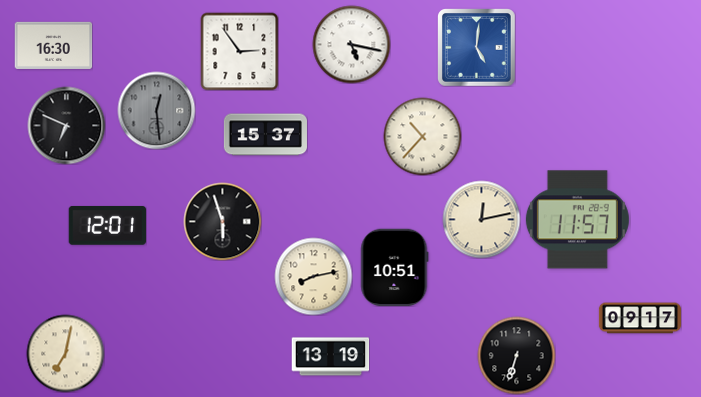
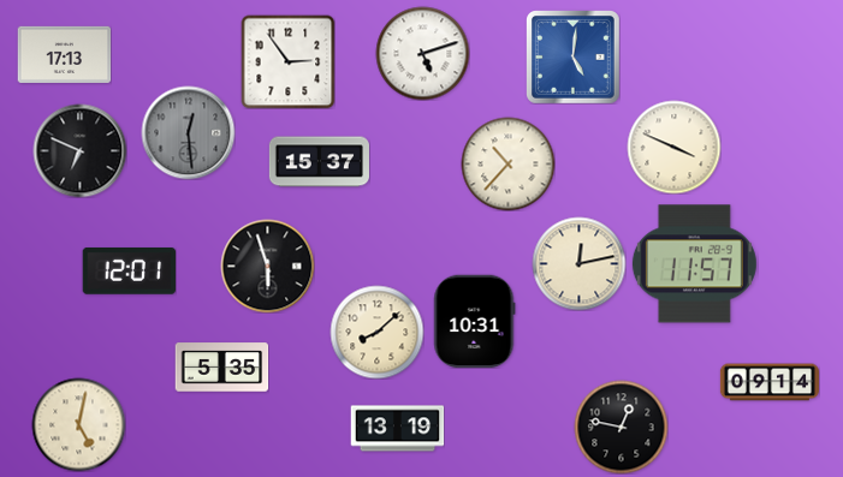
clock at (351, 44): 5:17 -> 5:12
clock at (53, 45): 16:30 -> 17:13
clock at (673, 147): none -> 3:49
clock at (395, 267): 10:51 -> 10:31
clock at (313, 276): 8:13 -> 8:08
clock at (221, 368): none -> 5:35
clock at (639, 318): 09:17 -> 09:14
clock at (65, 353): 7:02 -> 5:02
clock at (516, 355): 6:33 -> 12:47
